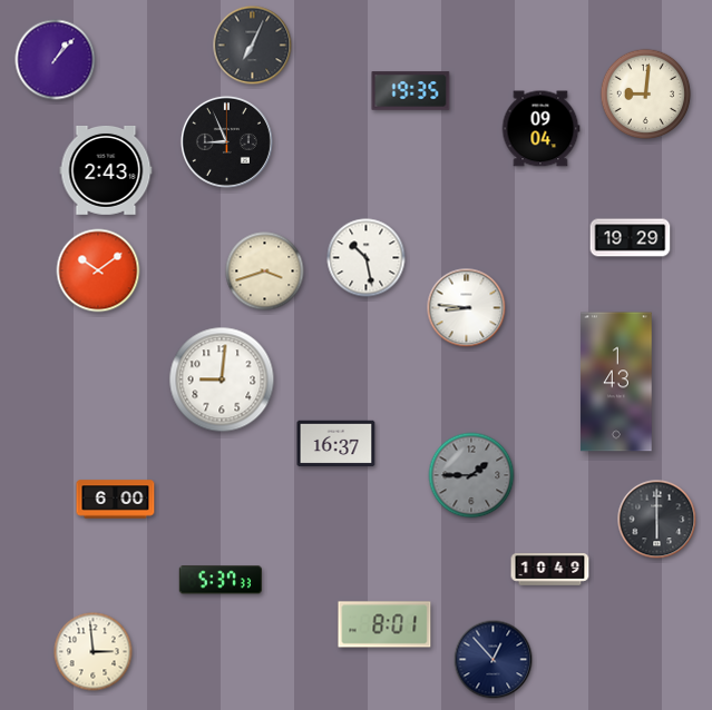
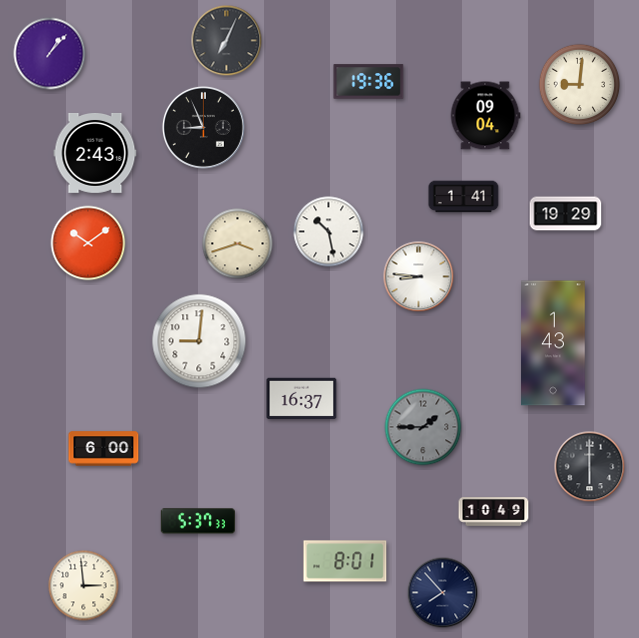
clock at (411, 91): 19:35 -> 19:36
clock at (464, 197): none -> 1:41
clock at (494, 660): 12:53 -> 7:53
